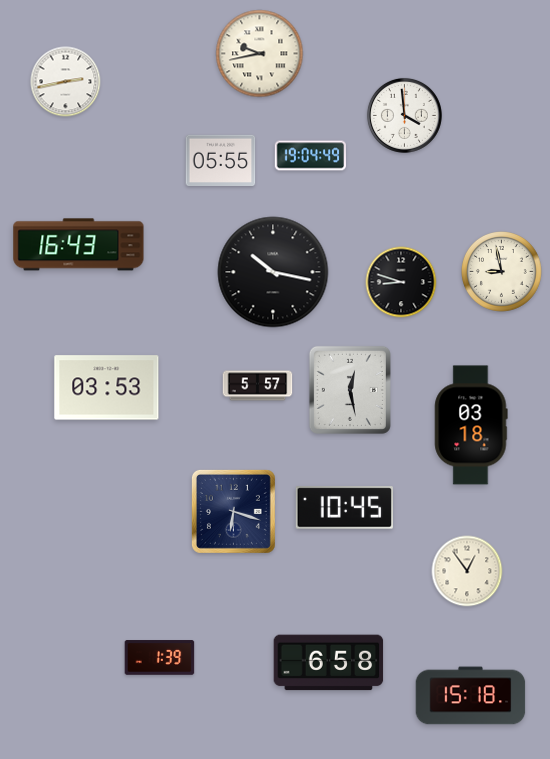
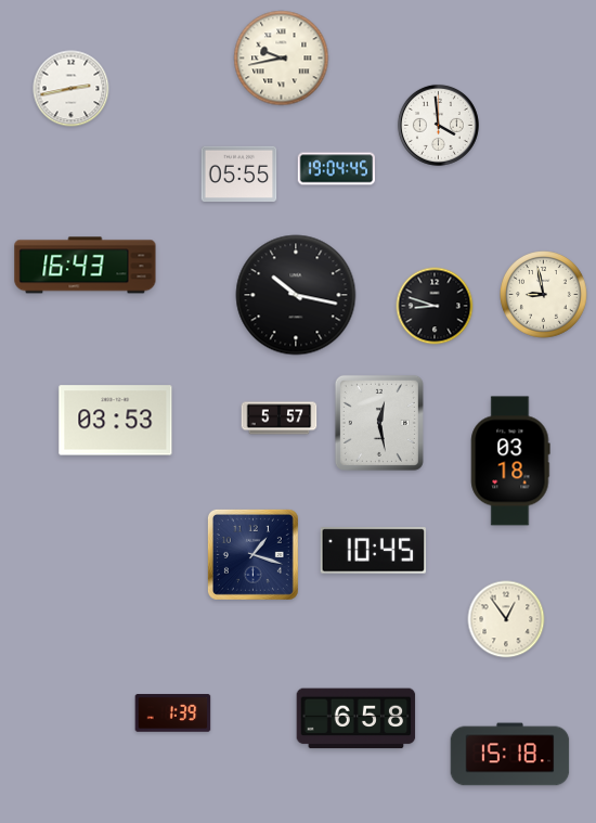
clock at (311, 156): 19:04:49 -> 19:04:45
clock at (233, 511): 6:18 -> 1:18
